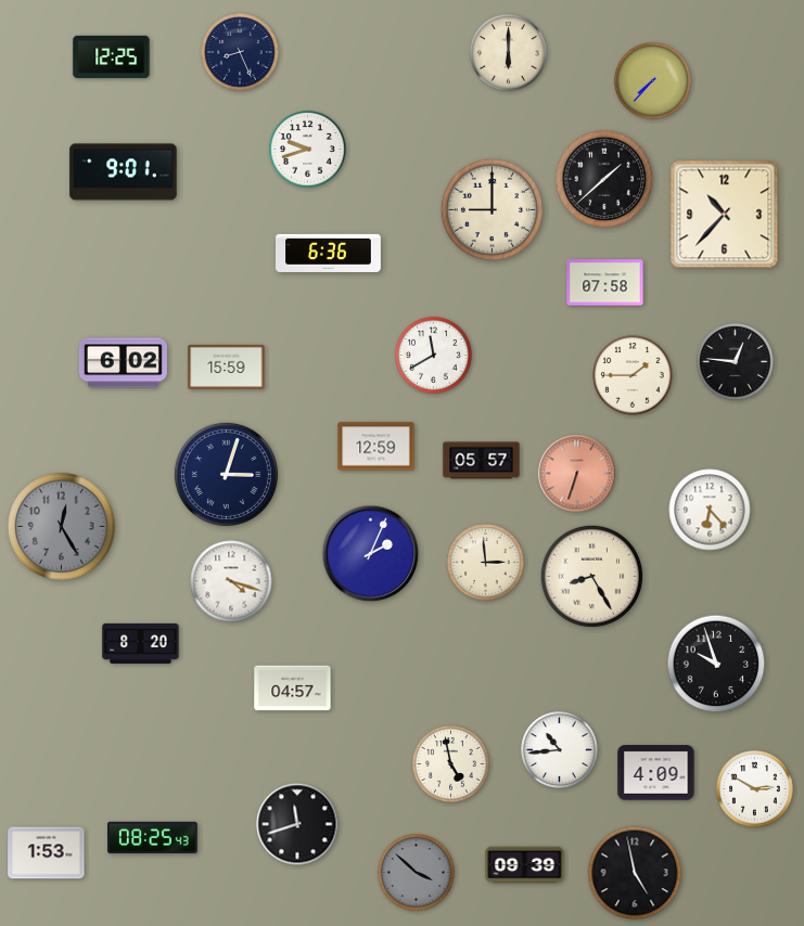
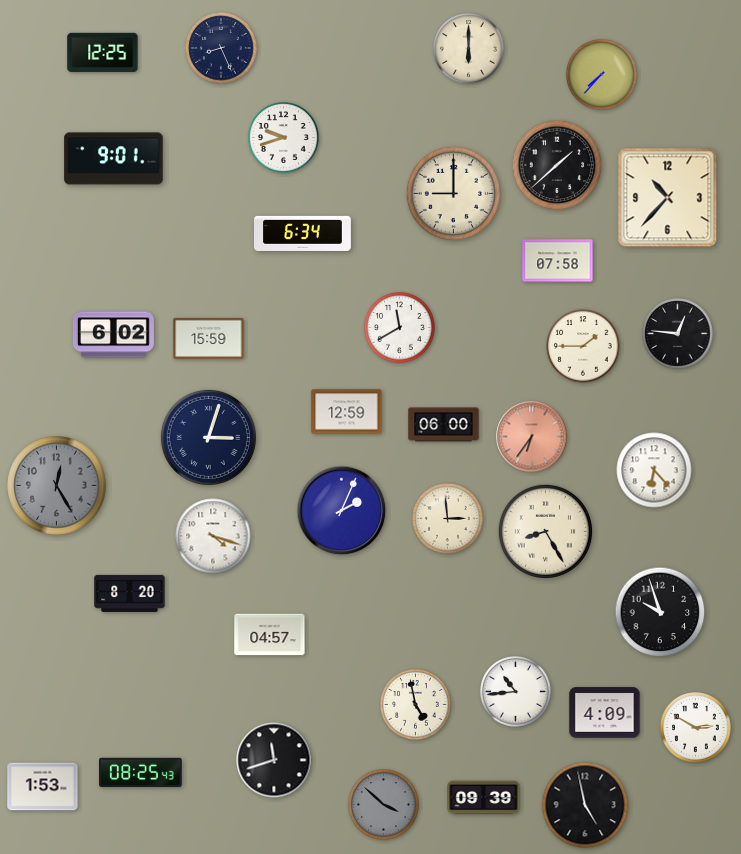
clock at (329, 253): 6:36 -> 6:34
clock at (482, 461): 05:57 -> 06:00
clock at (577, 474): 6:33 -> 6:36
